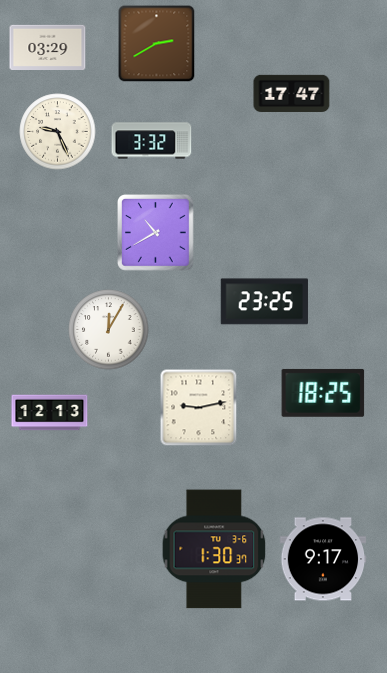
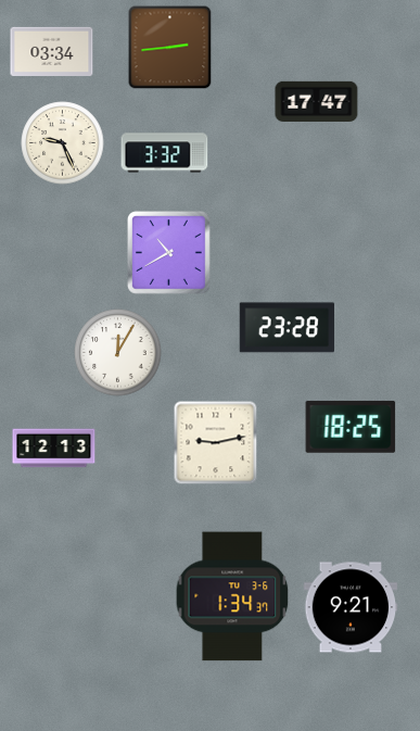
clock at (156, 43): 2:40 -> 2:44
clock at (48, 47): 03:29 -> 03:34
clock at (264, 302): 23:25 -> 23:28
clock at (109, 330) position: (109, 330) -> (118, 353)
clock at (214, 549): 1:30 -> 1:34
clock at (323, 559): 9:17 -> 9:21
